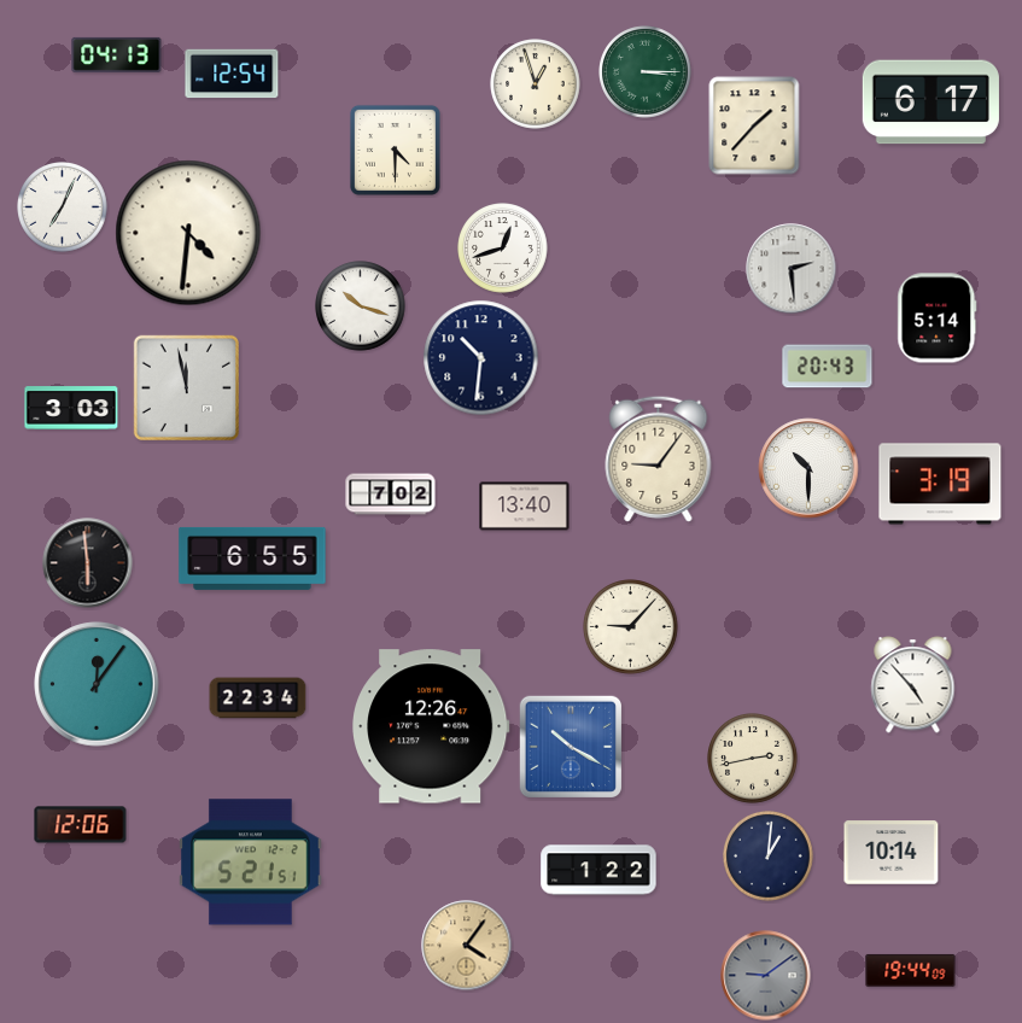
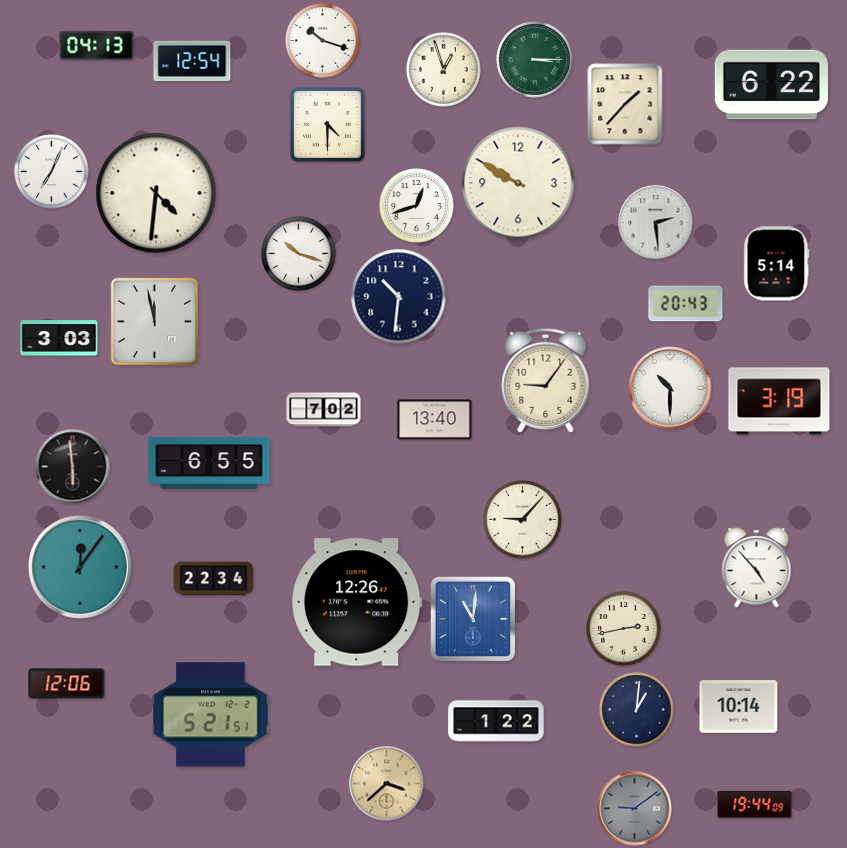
clock at (323, 41): none -> 10:18
clock at (930, 103): 6:17 -> 6:22
clock at (518, 183): none -> 9:50
clock at (570, 746): 10:20 -> 11:01
clock at (251, 863) position: (251, 863) -> (211, 715)
clock at (467, 946): 4:06 -> 3:38
